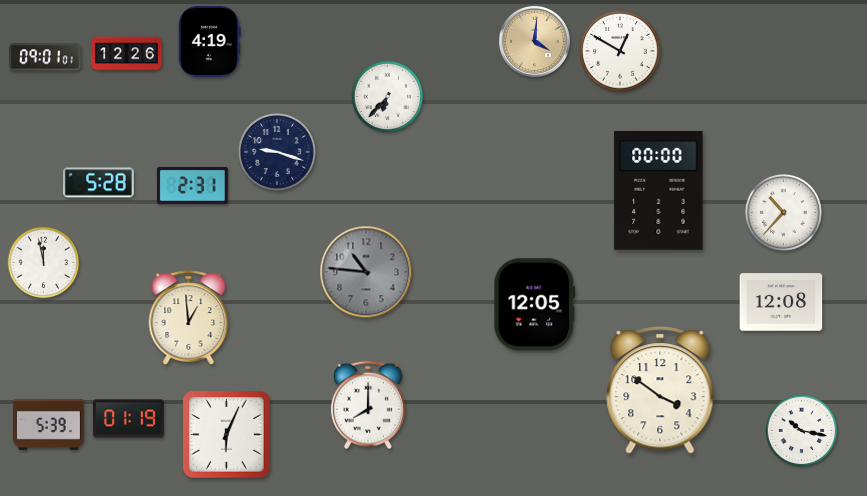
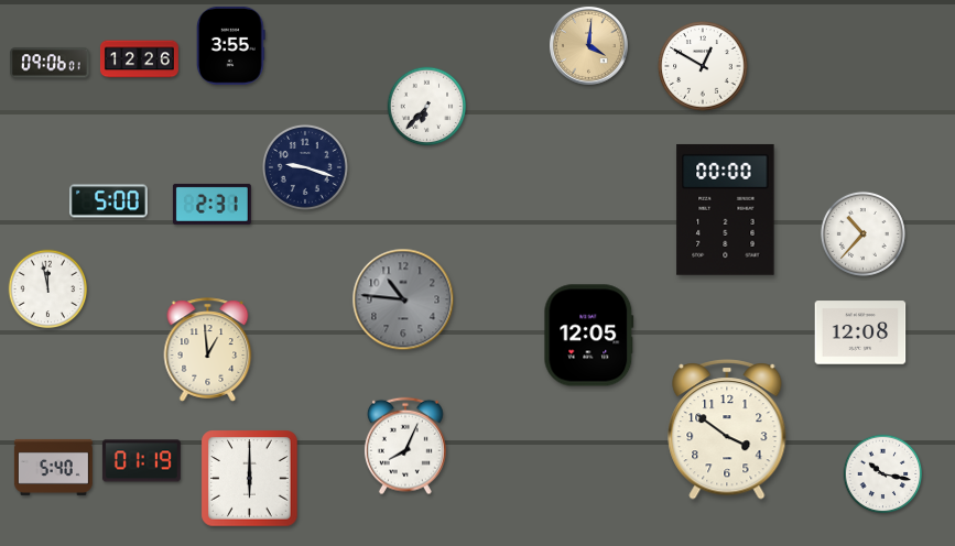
clock at (209, 41): 4:19 -> 3:55
clock at (620, 51) position: (620, 51) -> (703, 66)
clock at (46, 57): 09:01 -> 09:06
clock at (98, 183): 5:28 -> 5:00
clock at (368, 405): 8:00 -> 8:04
clock at (48, 424): 5:39 -> 5:40
clock at (227, 435): 6:04 -> 6:00
